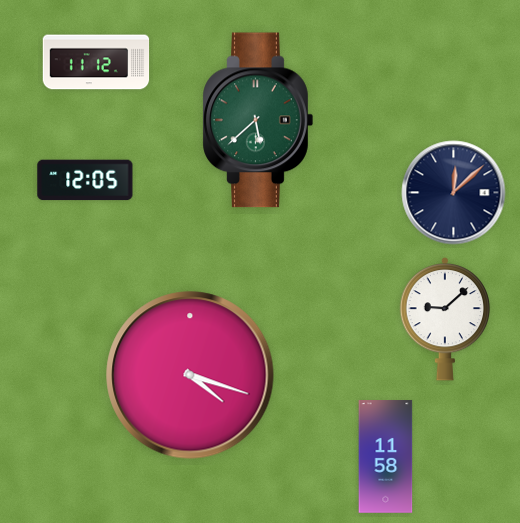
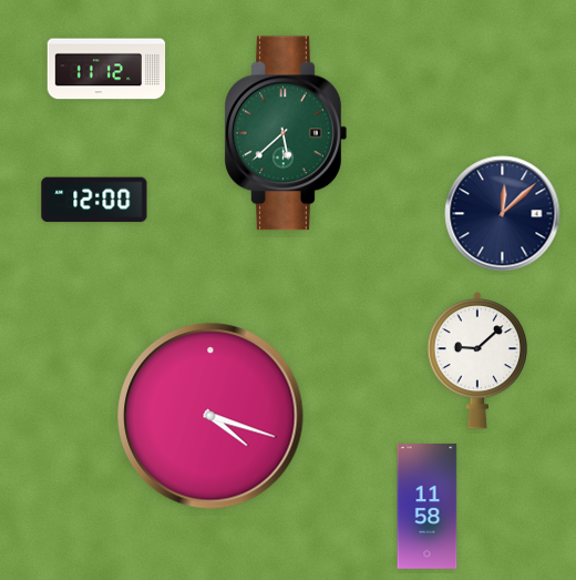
clock at (85, 180): 12:05 -> 12:00
clock at (445, 319) position: (445, 319) -> (477, 360)
